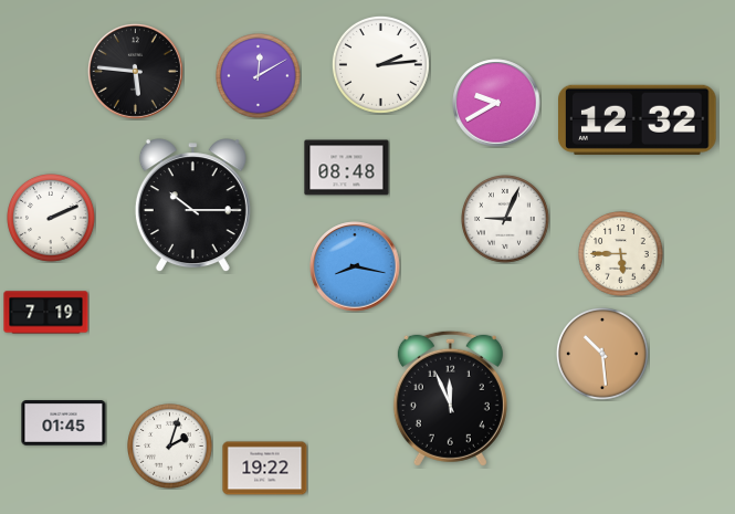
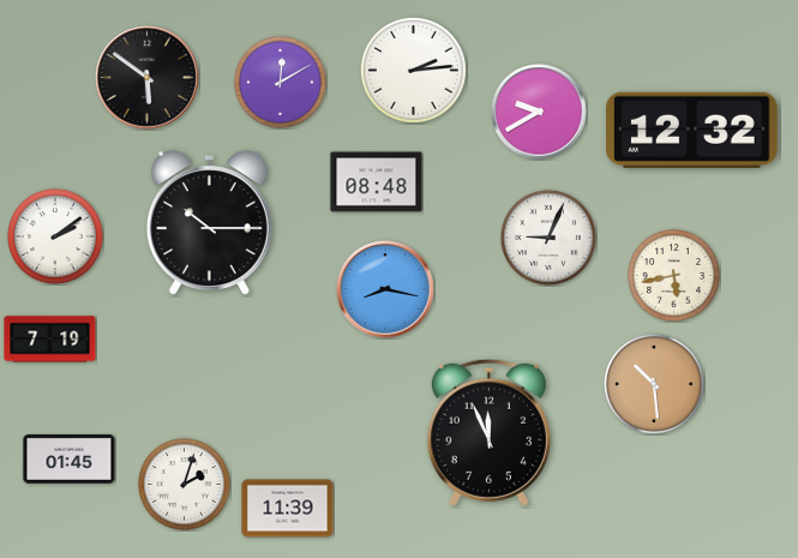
clock at (136, 72): 5:46 -> 5:51
clock at (52, 219): 2:11 -> 2:09
clock at (621, 254): 5:45 -> 5:43
clock at (265, 469): 19:22 -> 11:39
